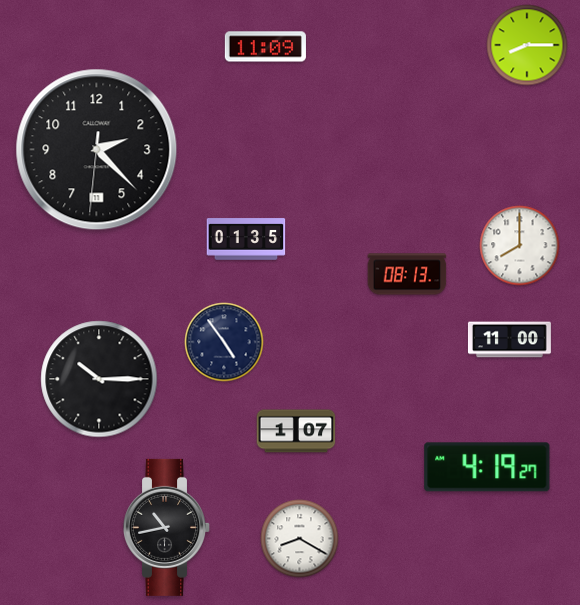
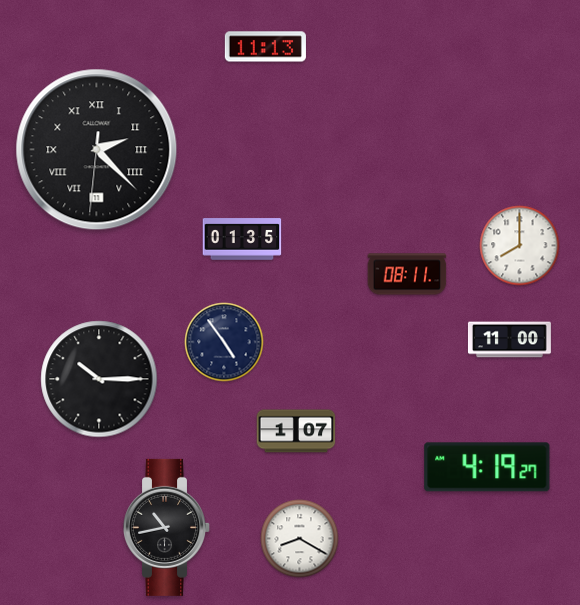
clock at (527, 45): 8:15 -> none
clock at (265, 47): 11:09 -> 11:13
clock at (97, 150) numerals: Arabic -> Roman
clock at (246, 239) position: (246, 239) -> (242, 239)
clock at (407, 274): 08:13 -> 08:11
